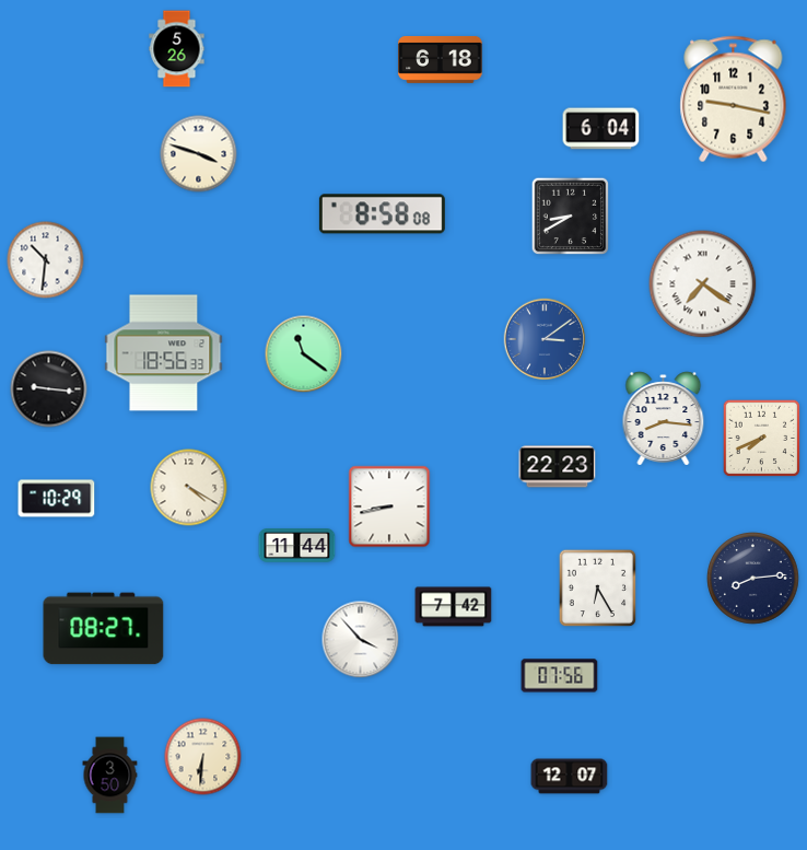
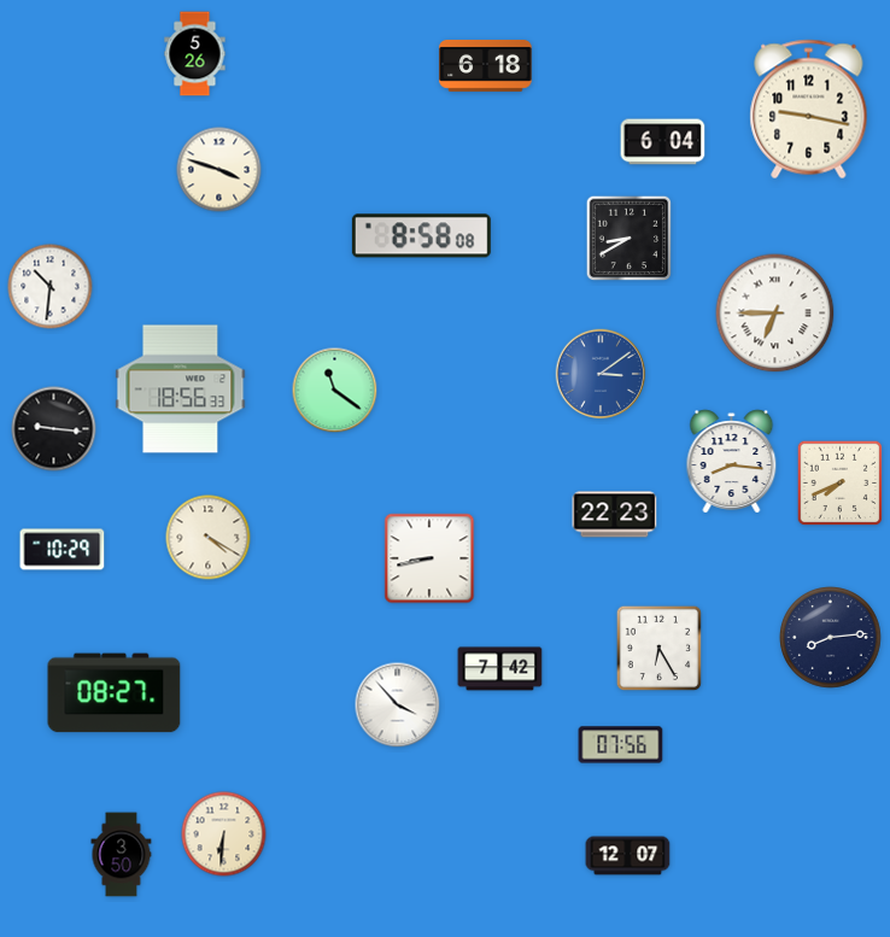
clock at (703, 284): 7:21 -> 6:45
clock at (297, 546): 11:44 -> none
clock at (560, 676) position: (560, 676) -> (621, 745)
